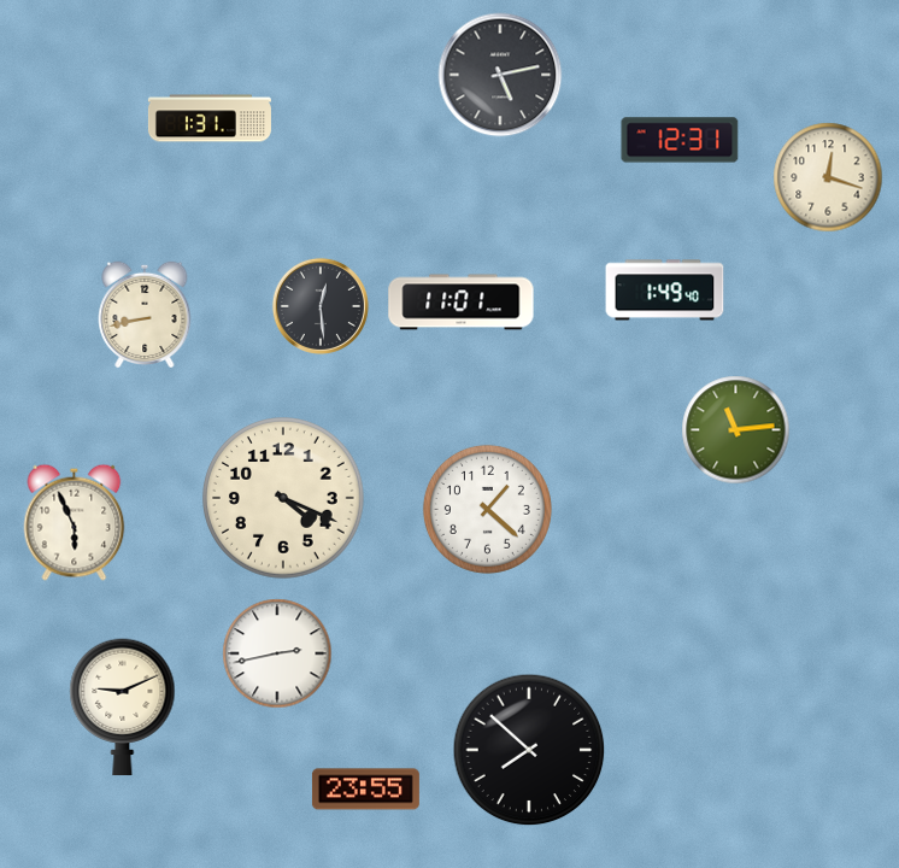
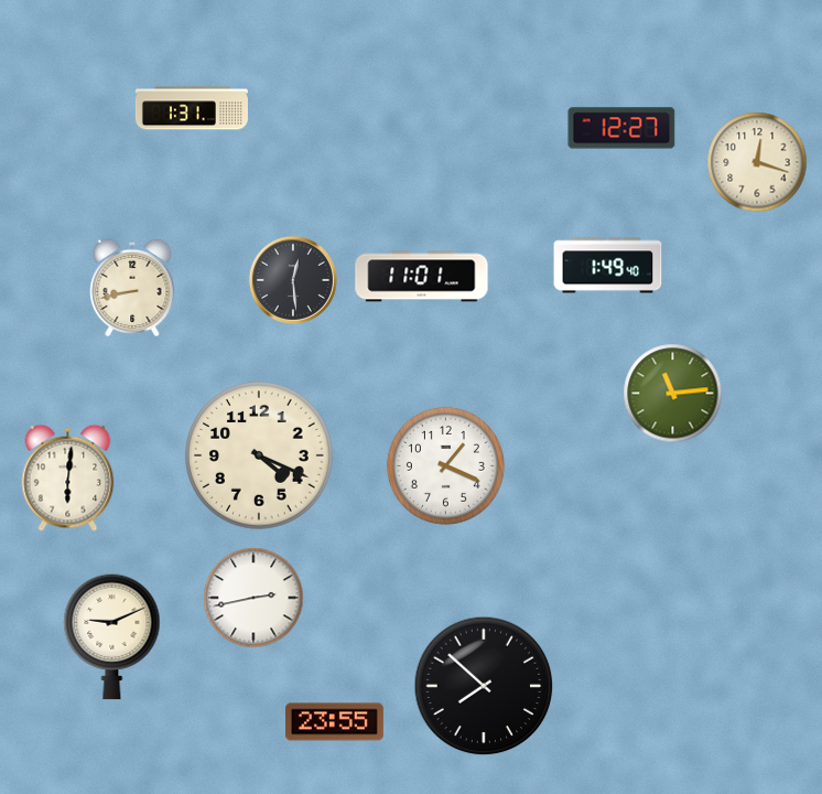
clock at (500, 75): 5:13 -> none
clock at (680, 140): 12:31 -> 12:27
clock at (487, 509): 1:22 -> 1:19
clock at (75, 522): 5:56 -> 6:01
clock at (123, 708) position: (123, 708) -> (112, 637)
